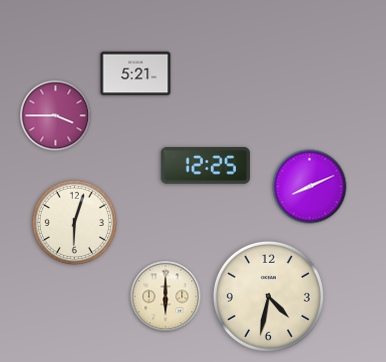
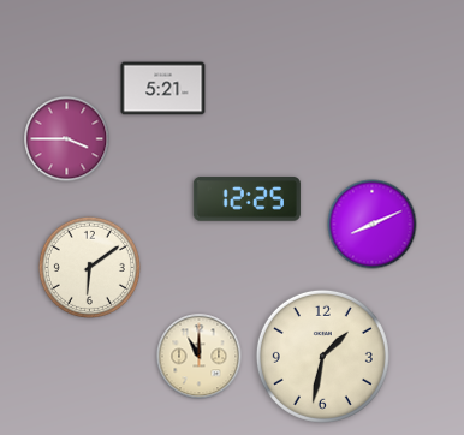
clock at (74, 222): 6:03 -> 6:09
clock at (268, 296): 4:32 -> 1:32
clock at (166, 297): 6:00 -> 11:00
